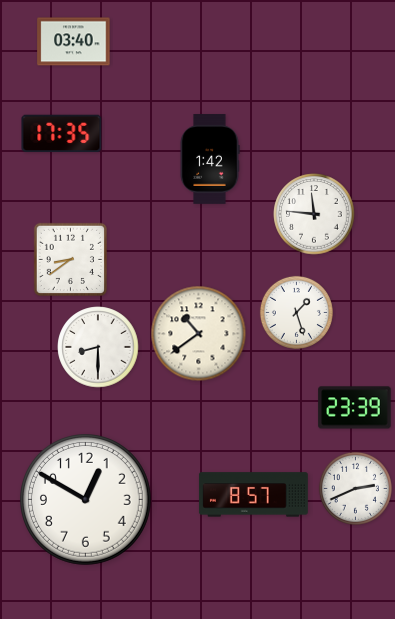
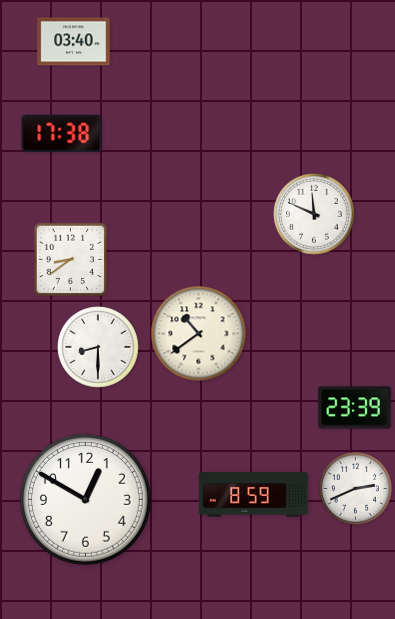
clock at (62, 134): 17:35 -> 17:38
clock at (210, 159): 1:42 -> none
clock at (314, 214): 11:46 -> 11:49
clock at (296, 312): 1:27 -> none
clock at (254, 495): 8:57 -> 8:59
